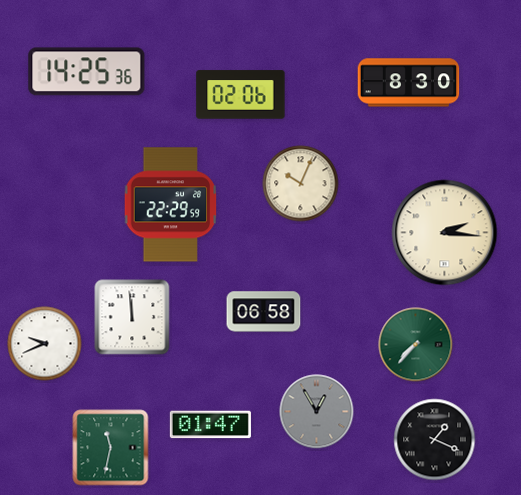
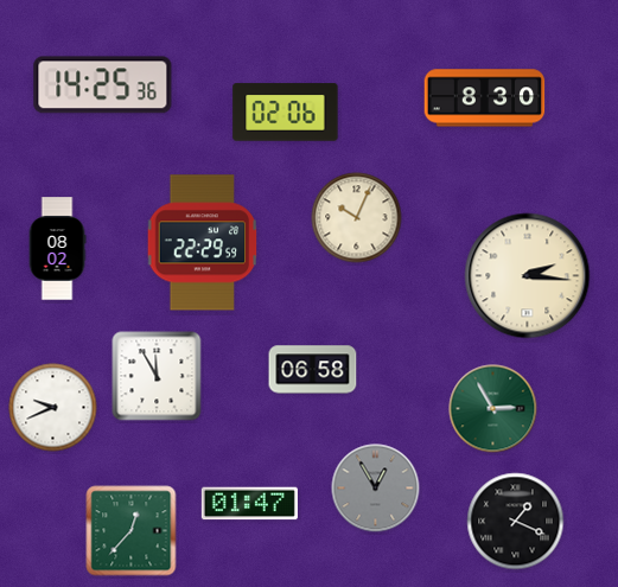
clock at (57, 249): none -> 08:02
clock at (132, 317): 11:59 -> 11:55
clock at (416, 345): 7:37 -> 2:55
clock at (111, 448): 11:32 -> 12:37
